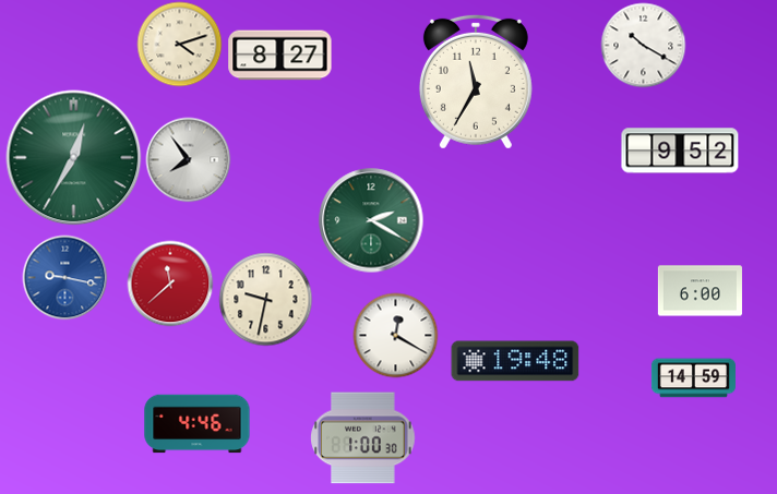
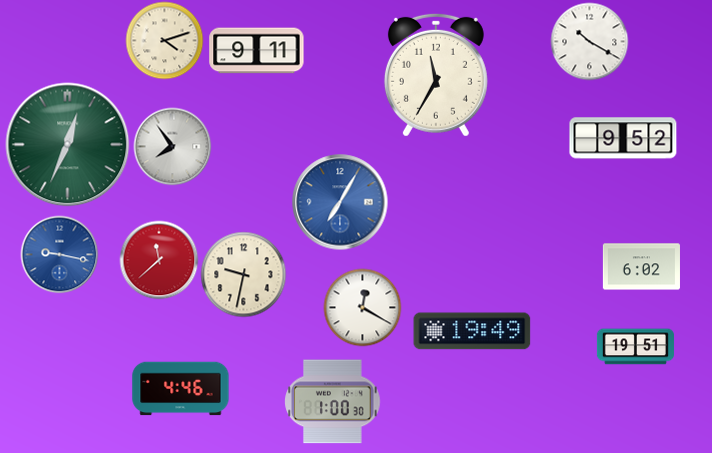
clock at (280, 56): 8:27 -> 9:11
clock at (74, 158): 12:35 -> 12:34
clock at (371, 220): 2:20 -> 7:05
clock at (371, 220) dial: green -> blue
clock at (170, 284) position: (170, 284) -> (159, 260)
clock at (700, 291): 6:00 -> 6:02
clock at (515, 361): 19:48 -> 19:49
clock at (693, 378): 14:59 -> 19:51
